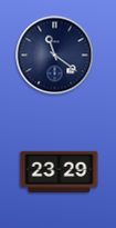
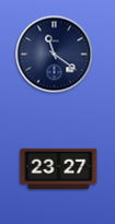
clock at (60, 171): 23:29 -> 23:27
